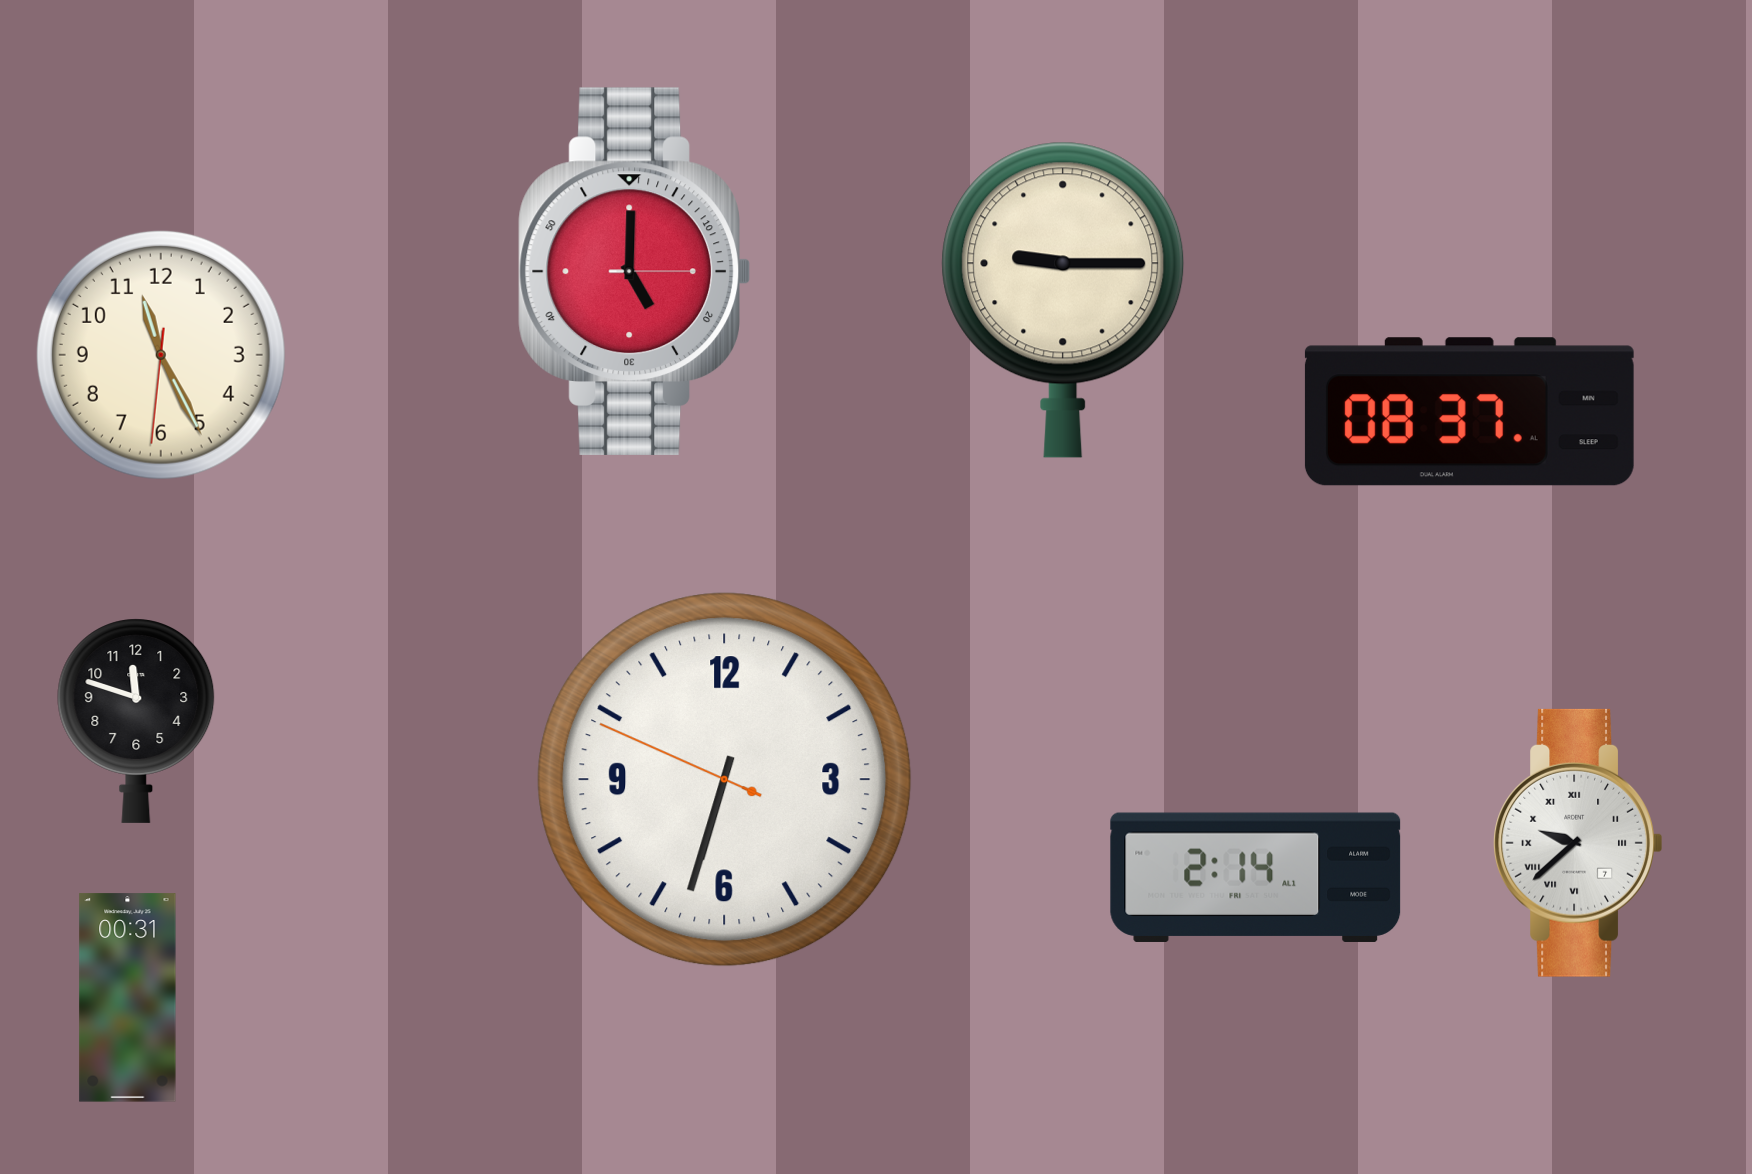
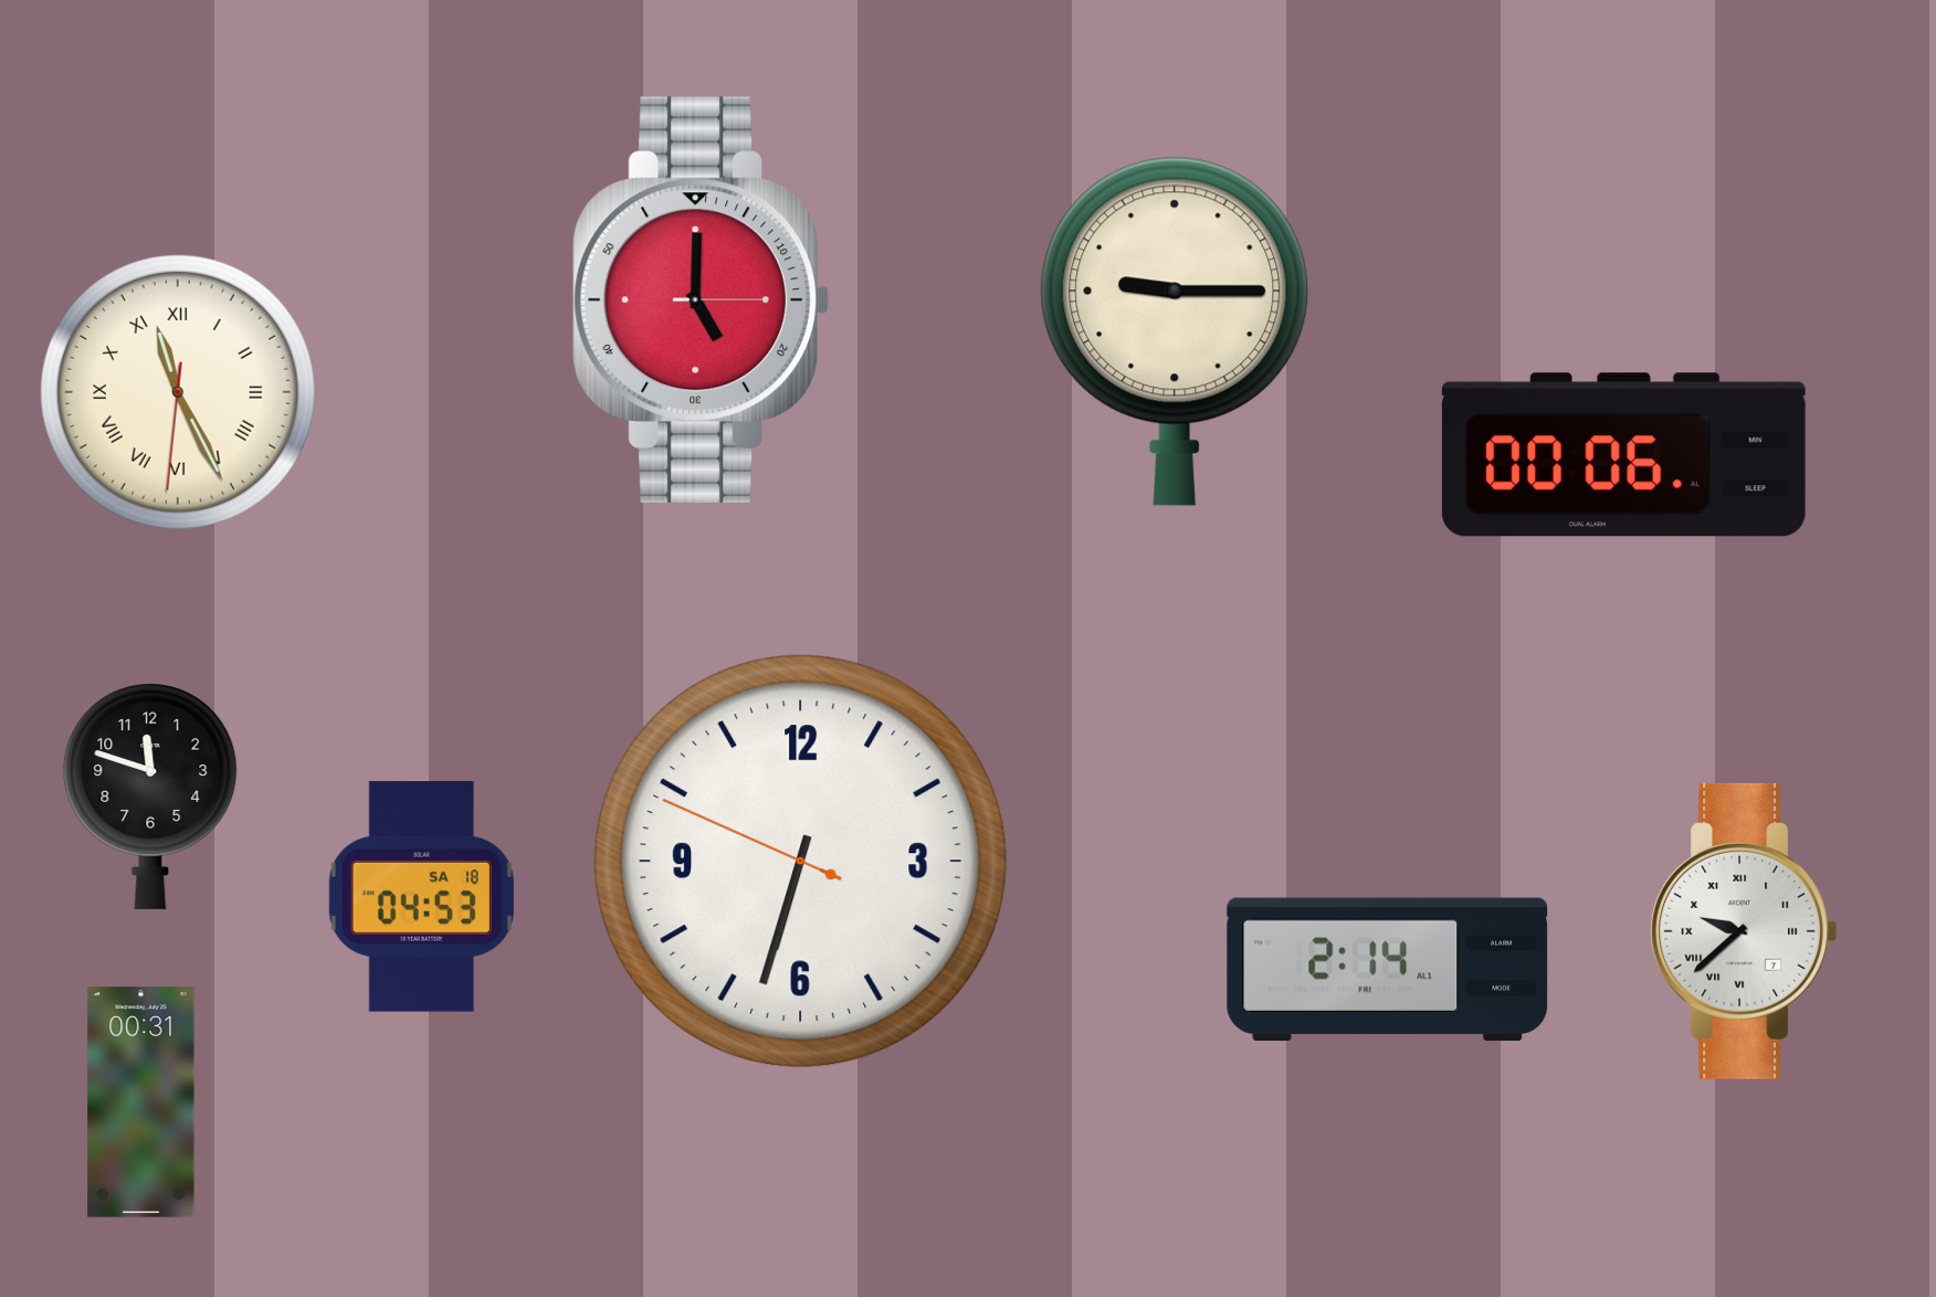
clock at (161, 355) numerals: Arabic -> Roman
clock at (1469, 412): 08:37 -> 00:06
clock at (422, 897): none -> 04:53
